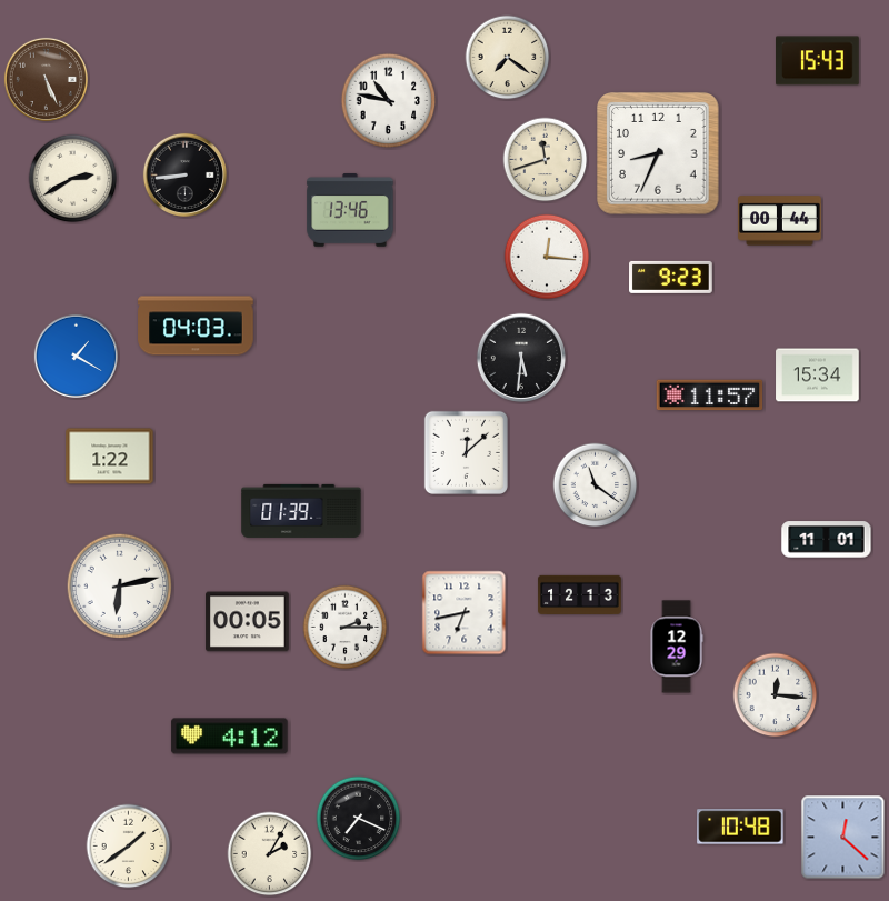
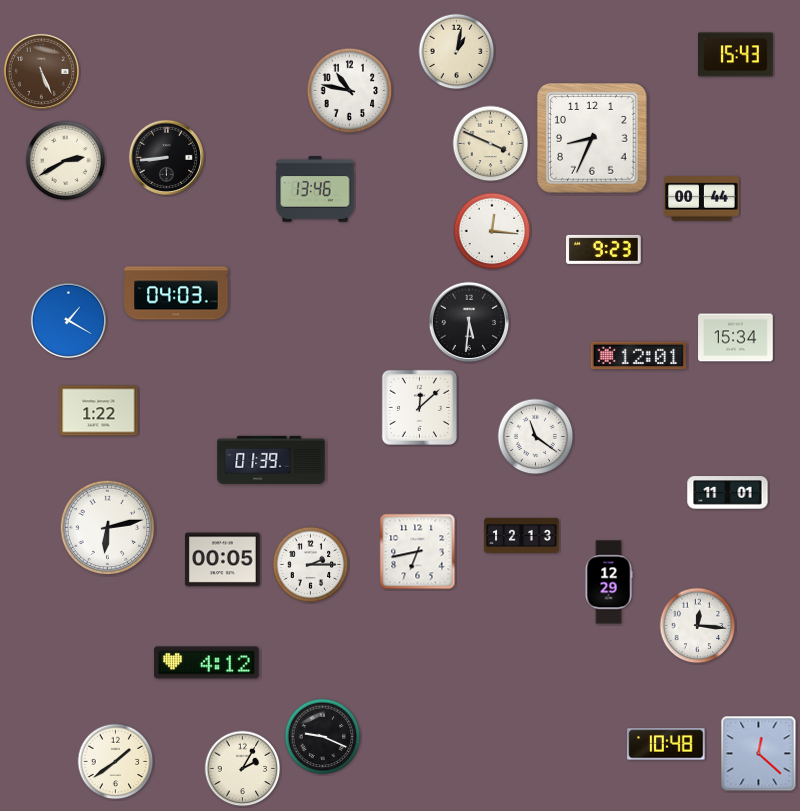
clock at (508, 58): 7:21 -> 1:02
clock at (546, 160): 11:42 -> 3:49
clock at (710, 396): 11:57 -> 12:01
clock at (827, 540) position: (827, 540) -> (728, 493)
clock at (359, 819): 7:19 -> 9:19
